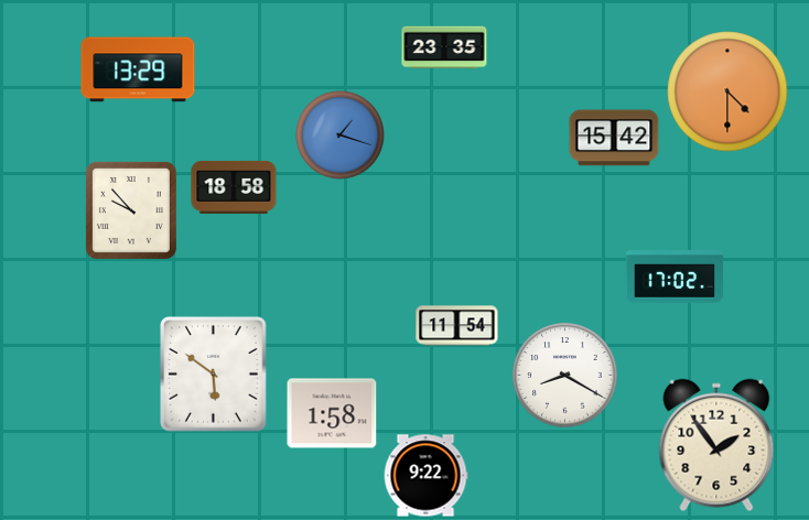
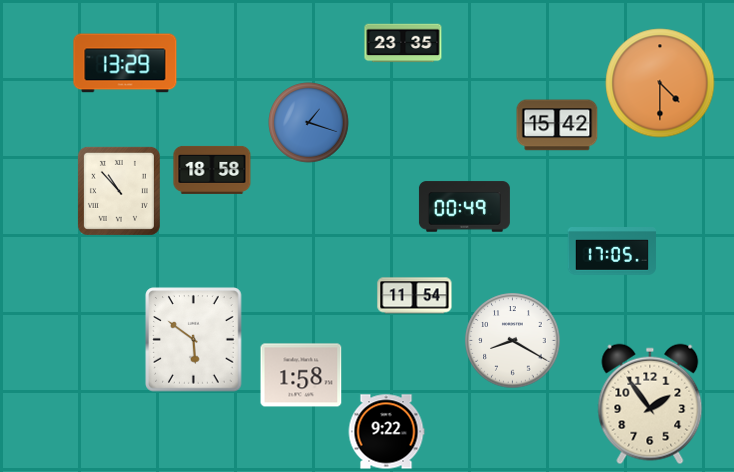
clock at (131, 210): 9:53 -> 10:53
clock at (464, 207): none -> 00:49
clock at (675, 278): 17:02 -> 17:05
